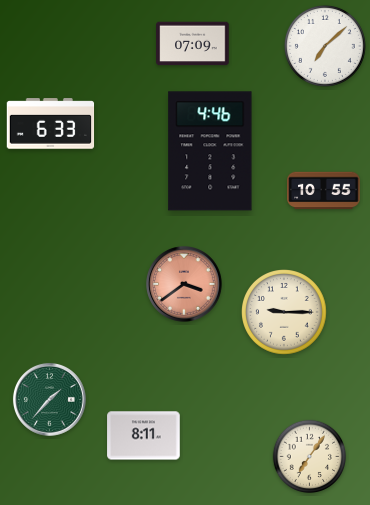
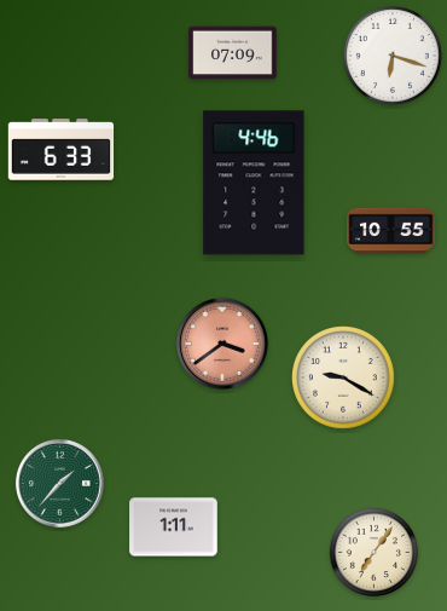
clock at (325, 46): 7:08 -> 6:18
clock at (285, 313): 9:15 -> 9:20
clock at (144, 436): 8:11 -> 1:11
